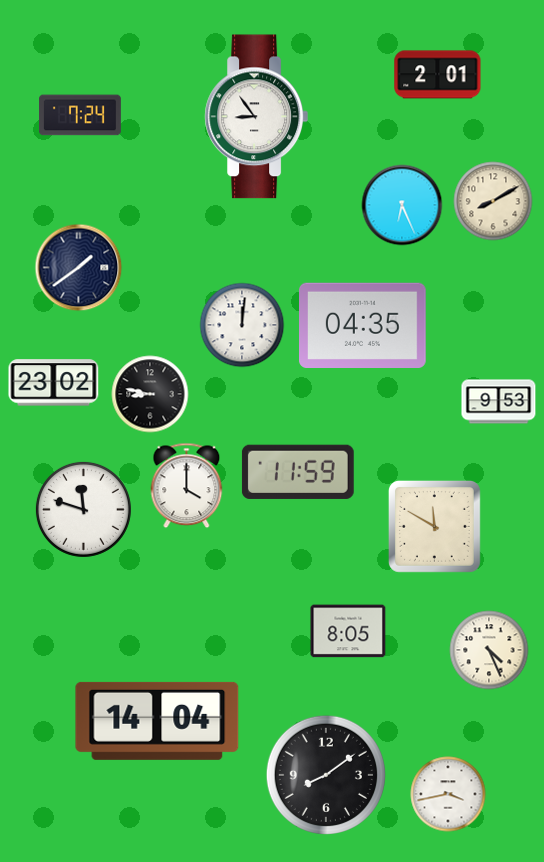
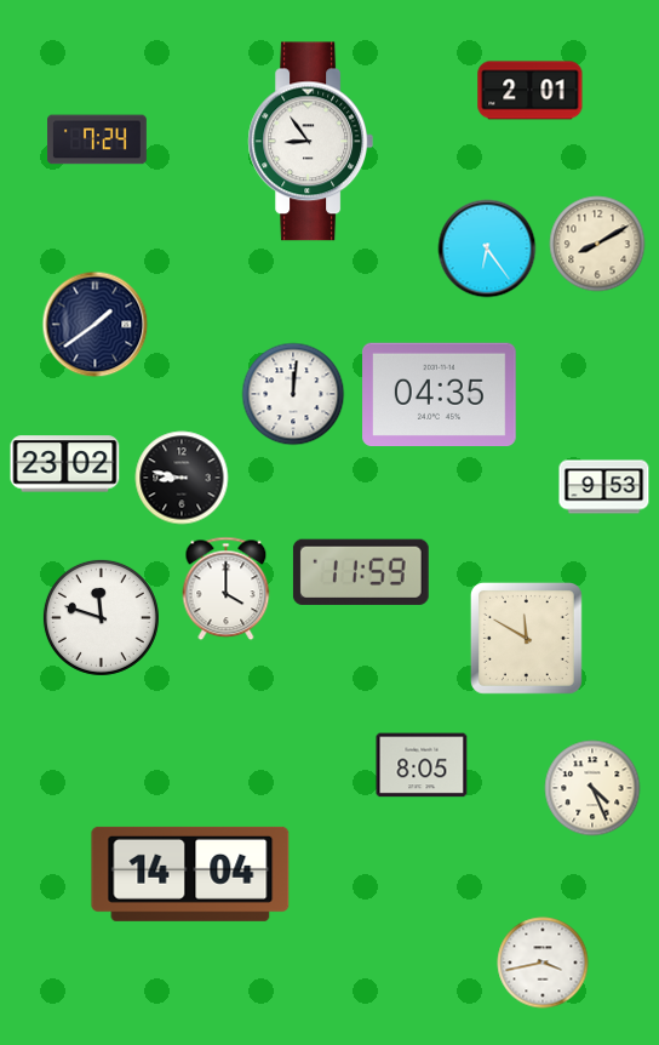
clock at (402, 205): 6:26 -> 6:24
clock at (326, 775): 8:09 -> none
